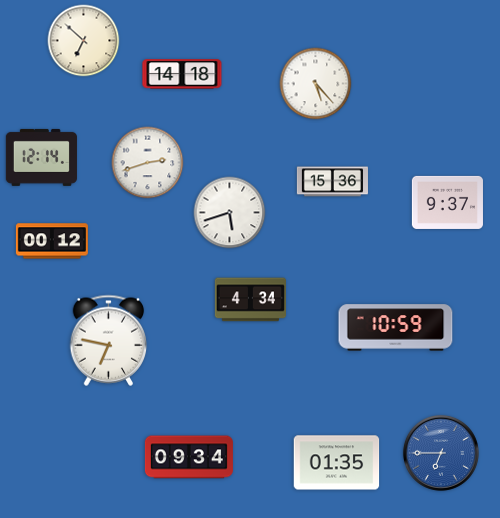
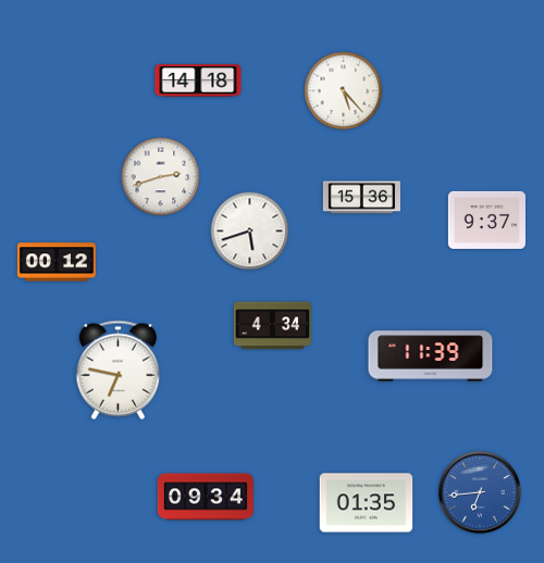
clock at (84, 41): 6:52 -> none
clock at (41, 157): 12:14 -> none
clock at (396, 328): 10:59 -> 11:39
clock at (441, 453): 6:45 -> 6:44
